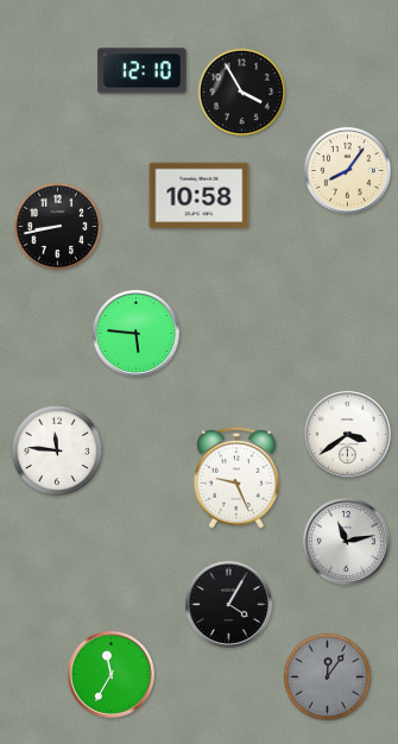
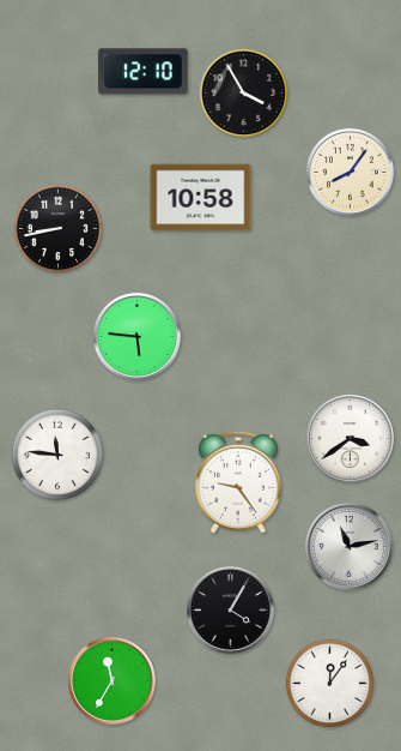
clock at (236, 478): 9:26 -> 9:24
clock at (328, 677) dial: grey -> white
